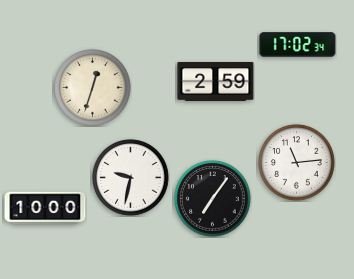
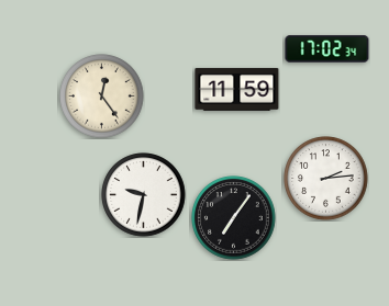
clock at (216, 81): 2:59 -> 11:59
clock at (93, 88): 12:33 -> 12:24
clock at (297, 163): 11:14 -> 2:14
clock at (45, 208): 10:00 -> none
